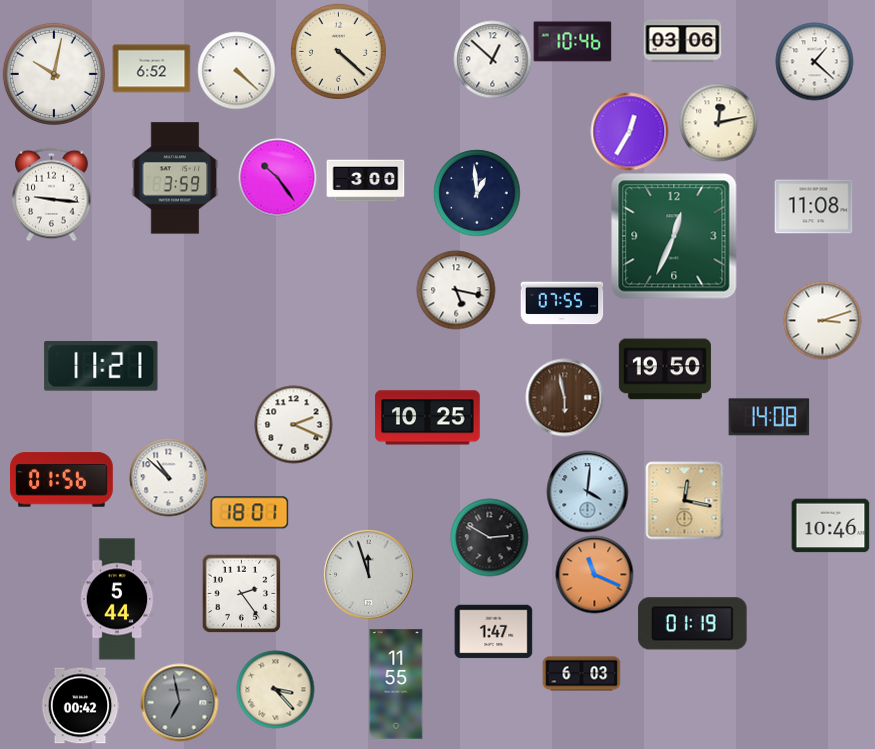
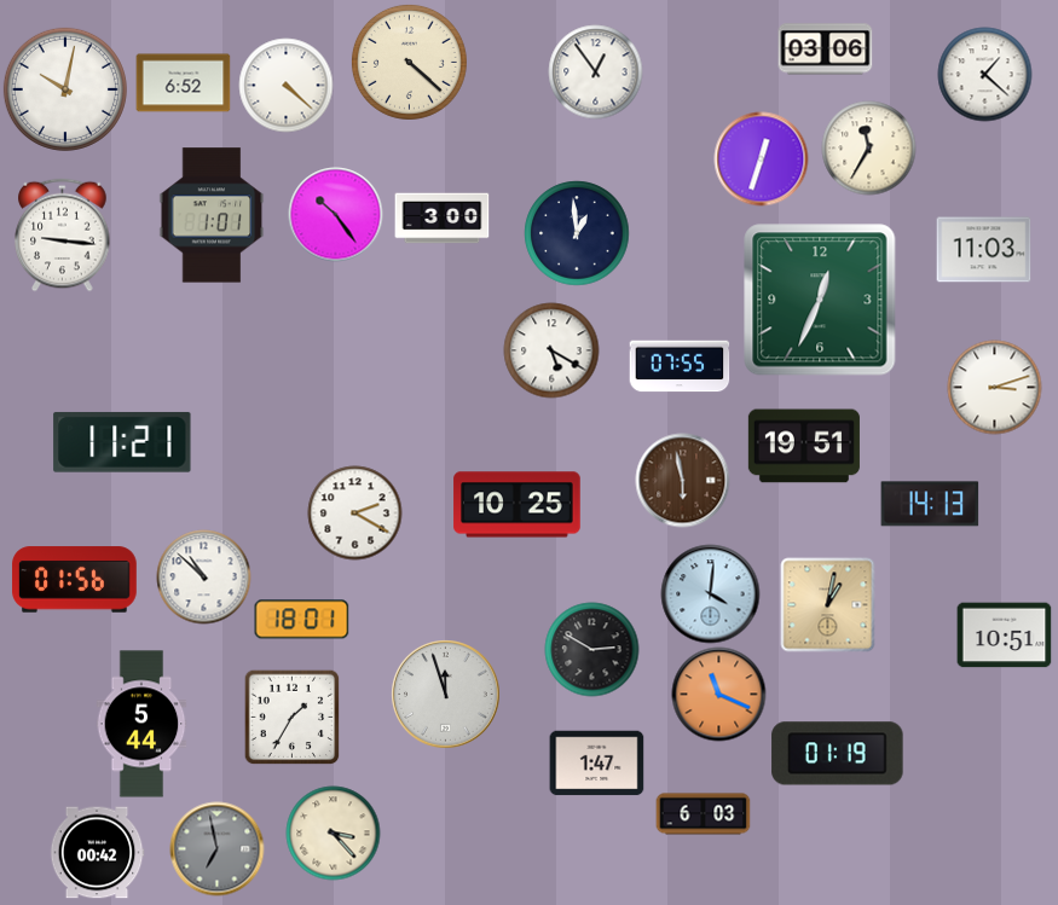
clock at (572, 42): 10:46 -> none
clock at (492, 59): 12:52 -> 12:54
clock at (718, 122): 12:13 -> 11:35
clock at (629, 131): 12:35 -> 12:33
clock at (175, 178): 3:59 -> 1:01
clock at (813, 207): 11:08 -> 11:03
clock at (674, 236) position: (674, 236) -> (820, 300)
clock at (456, 290): 5:17 -> 5:20
clock at (665, 369): 19:50 -> 19:51
clock at (769, 417): 14:08 -> 14:13
clock at (293, 424): 2:19 -> 2:20
clock at (684, 500): 12:17 -> 1:02
clock at (830, 526): 10:46 -> 10:51
clock at (241, 593): 2:24 -> 1:35
clock at (396, 684): 11:55 -> none
